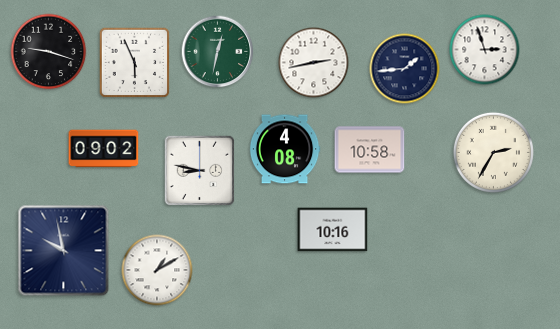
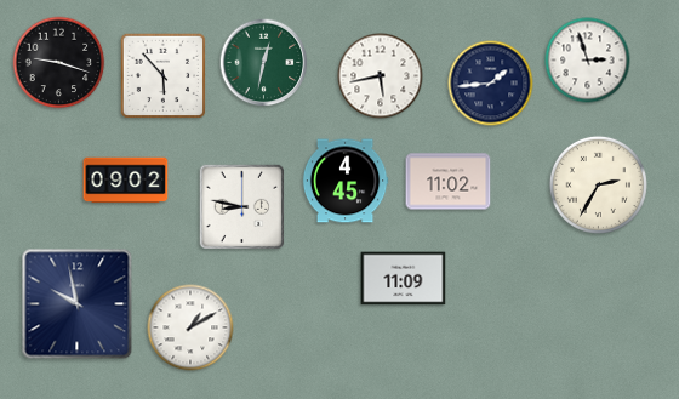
clock at (135, 63): 5:56 -> 5:53
clock at (314, 63): 2:43 -> 5:43
clock at (285, 149): 4:08 -> 4:45
clock at (370, 150): 10:58 -> 11:02
clock at (333, 230): 10:16 -> 11:09
